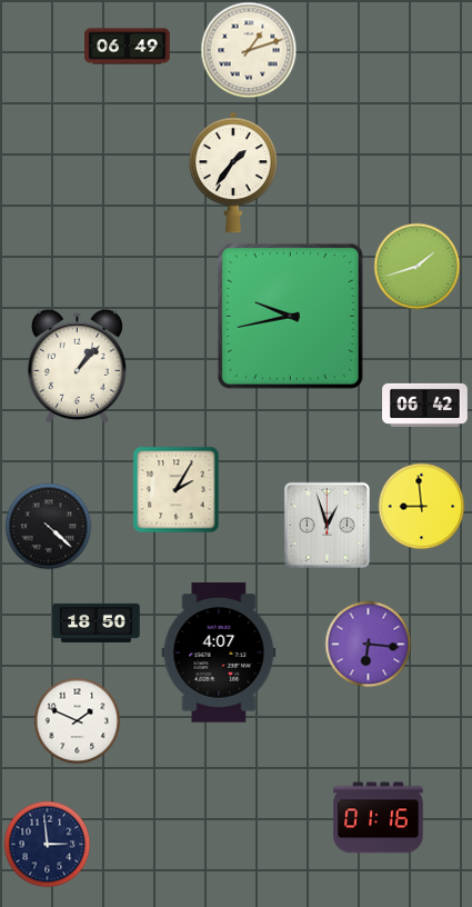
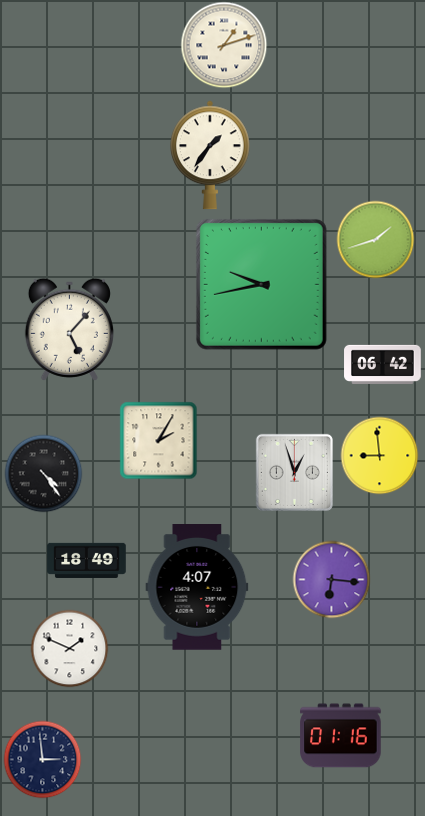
clock at (128, 47): 06:49 -> none
clock at (77, 366): 1:07 -> 5:07
clock at (48, 526): 4:22 -> 4:24
clock at (97, 622): 18:50 -> 18:49
